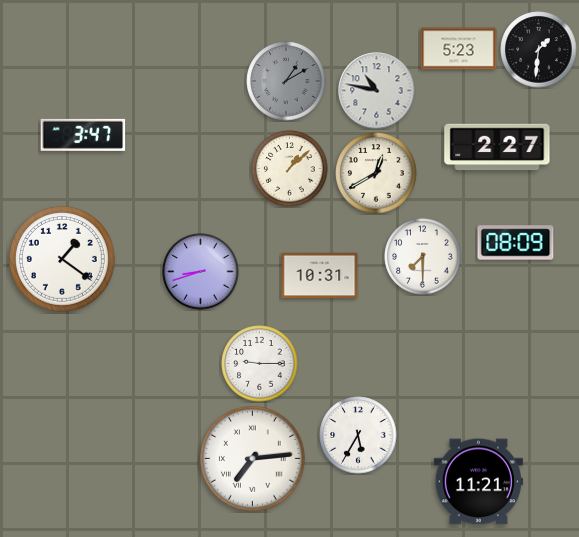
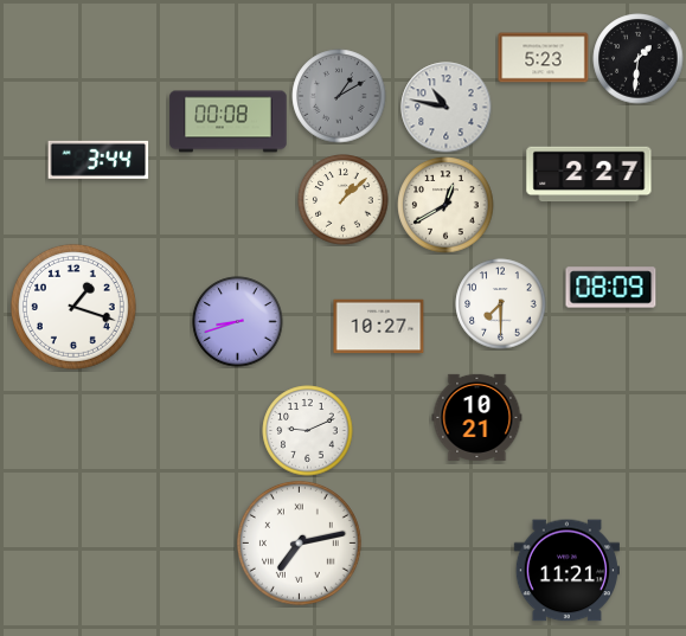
clock at (229, 122): none -> 00:08
clock at (83, 135): 3:47 -> 3:44
clock at (62, 259): 1:21 -> 1:18
clock at (320, 276): 10:31 -> 10:27
clock at (477, 417): none -> 10:21
clock at (260, 364): 9:15 -> 9:11
clock at (358, 435): 5:35 -> none
clock at (252, 458): 7:14 -> 7:13
